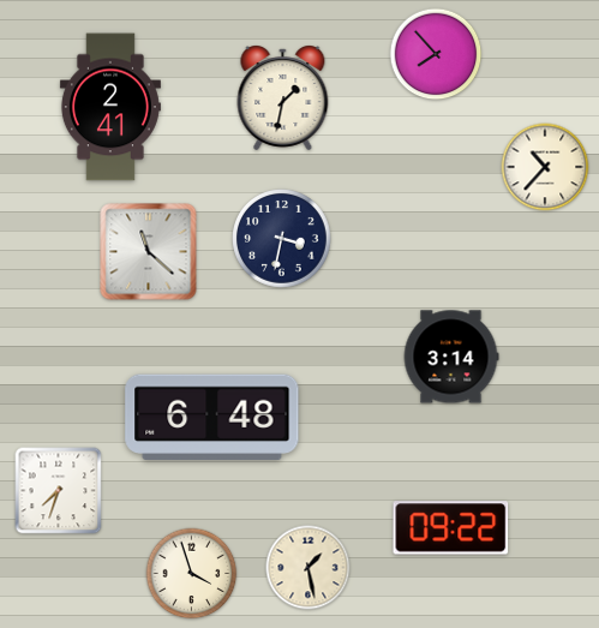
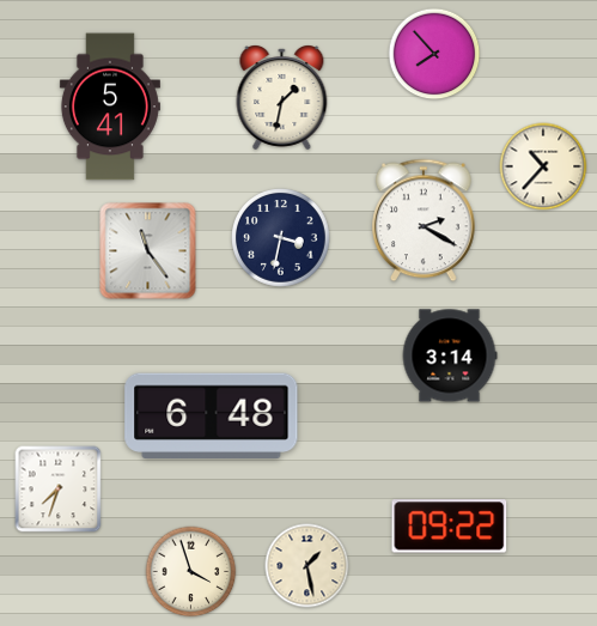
clock at (110, 107): 2:41 -> 5:41
clock at (424, 220): none -> 2:20
clock at (149, 252): 11:22 -> 11:24
